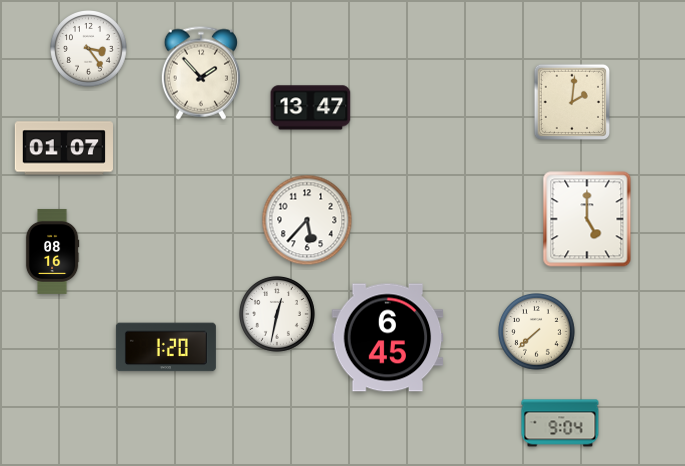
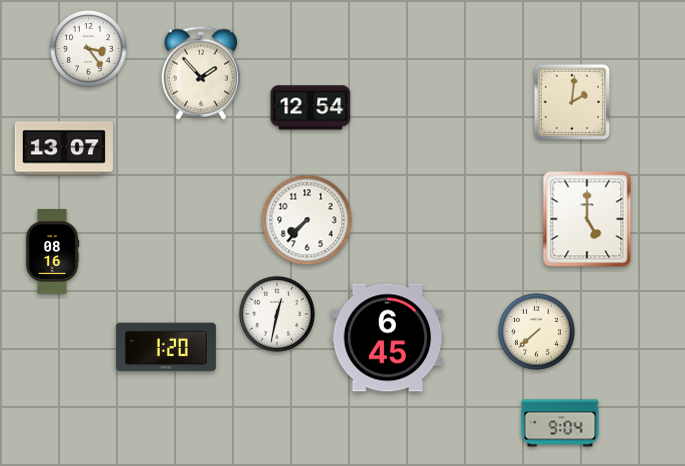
clock at (311, 108): 13:47 -> 12:54
clock at (64, 148): 01:07 -> 13:07
clock at (307, 220): 5:37 -> 7:37
